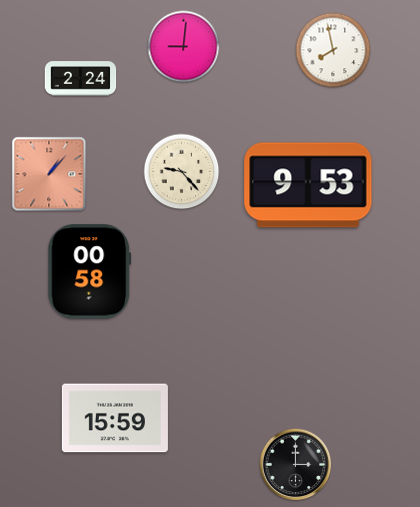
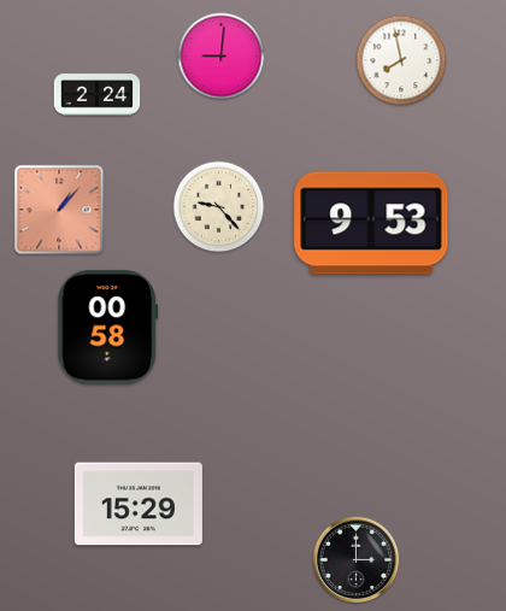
clock at (115, 418): 15:59 -> 15:29
